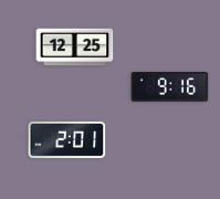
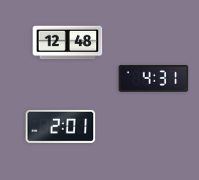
clock at (75, 48): 12:25 -> 12:48
clock at (170, 87): 9:16 -> 4:31
